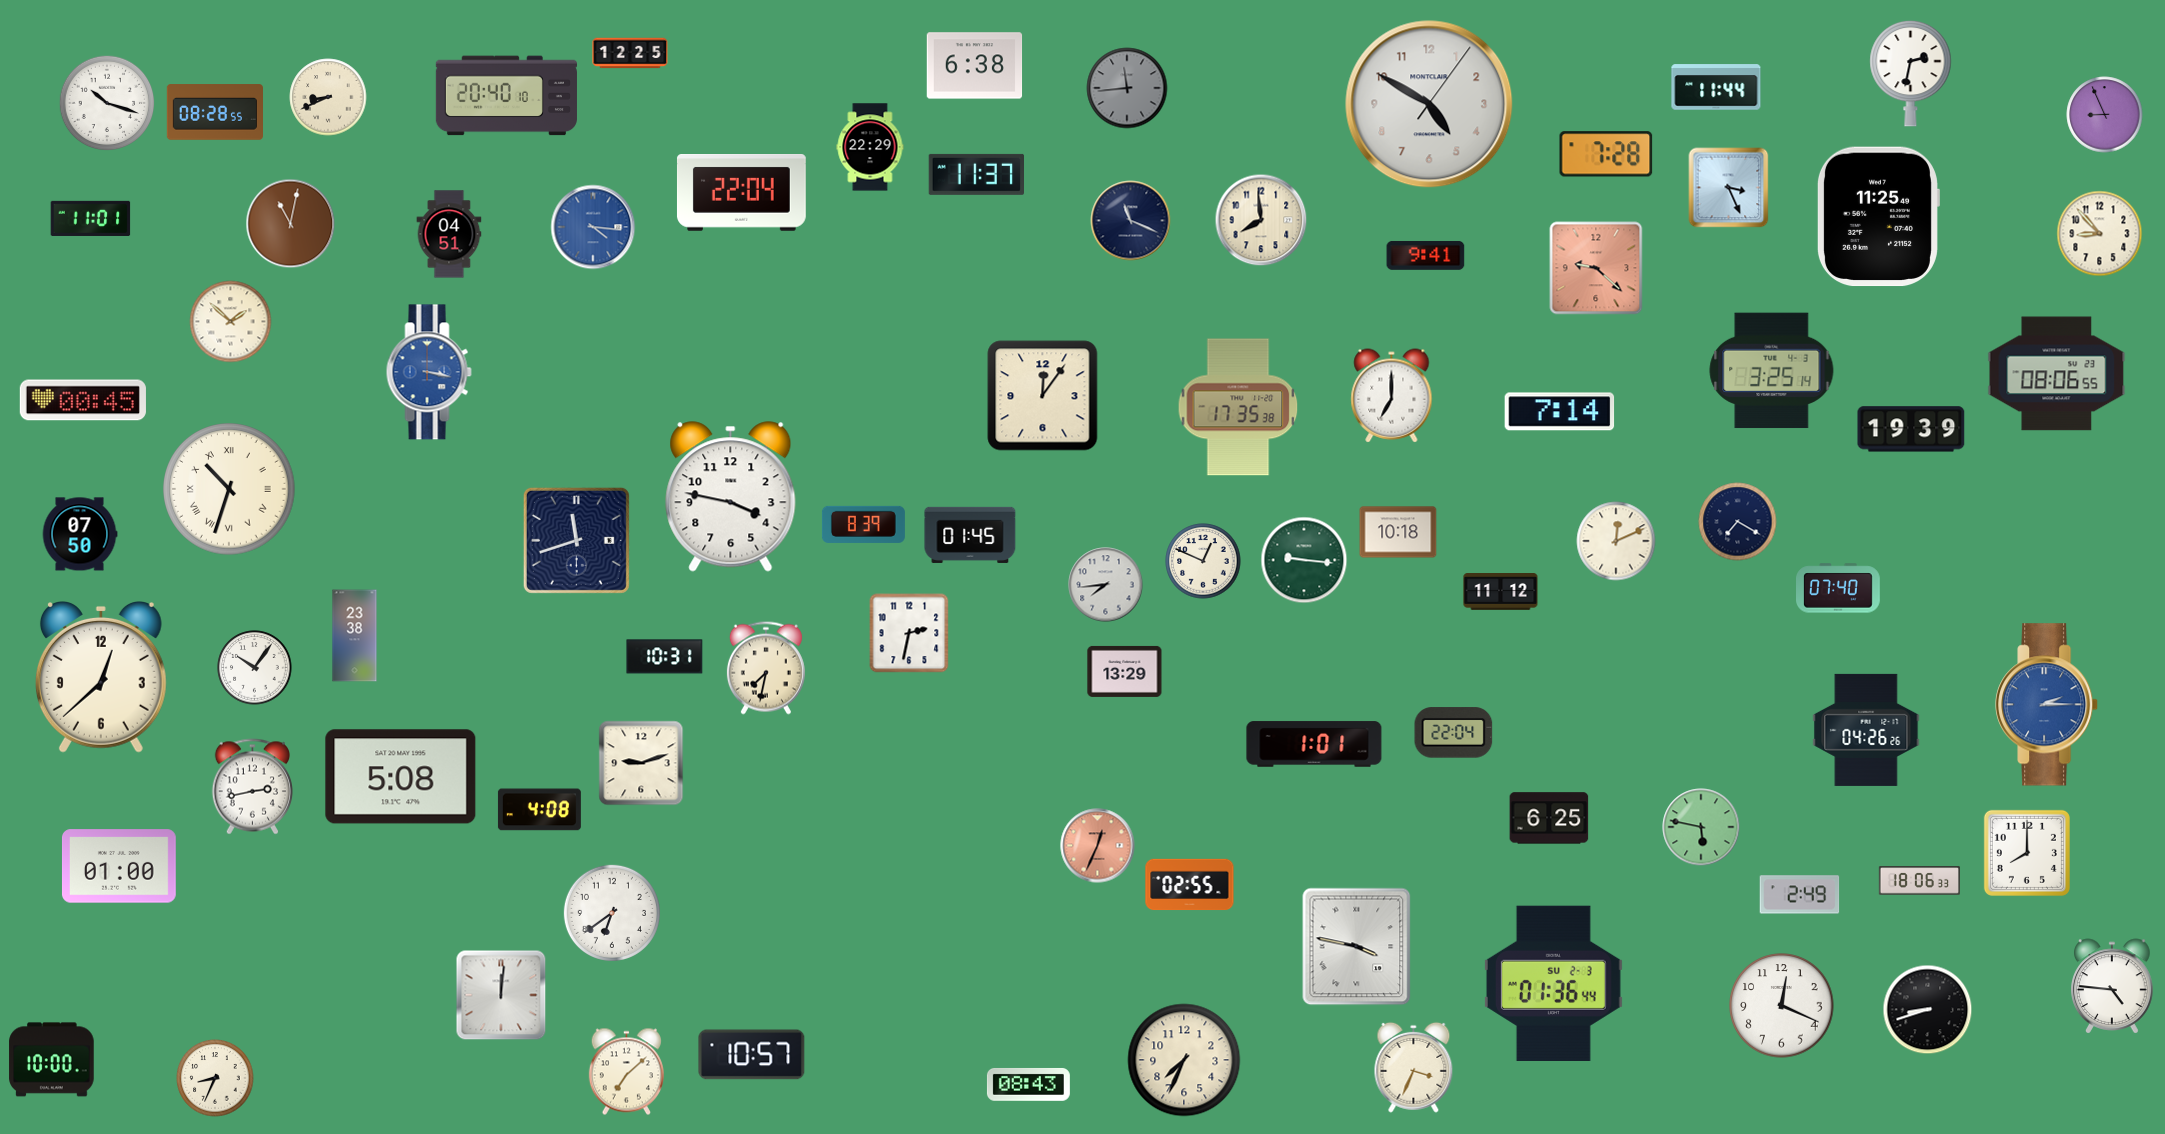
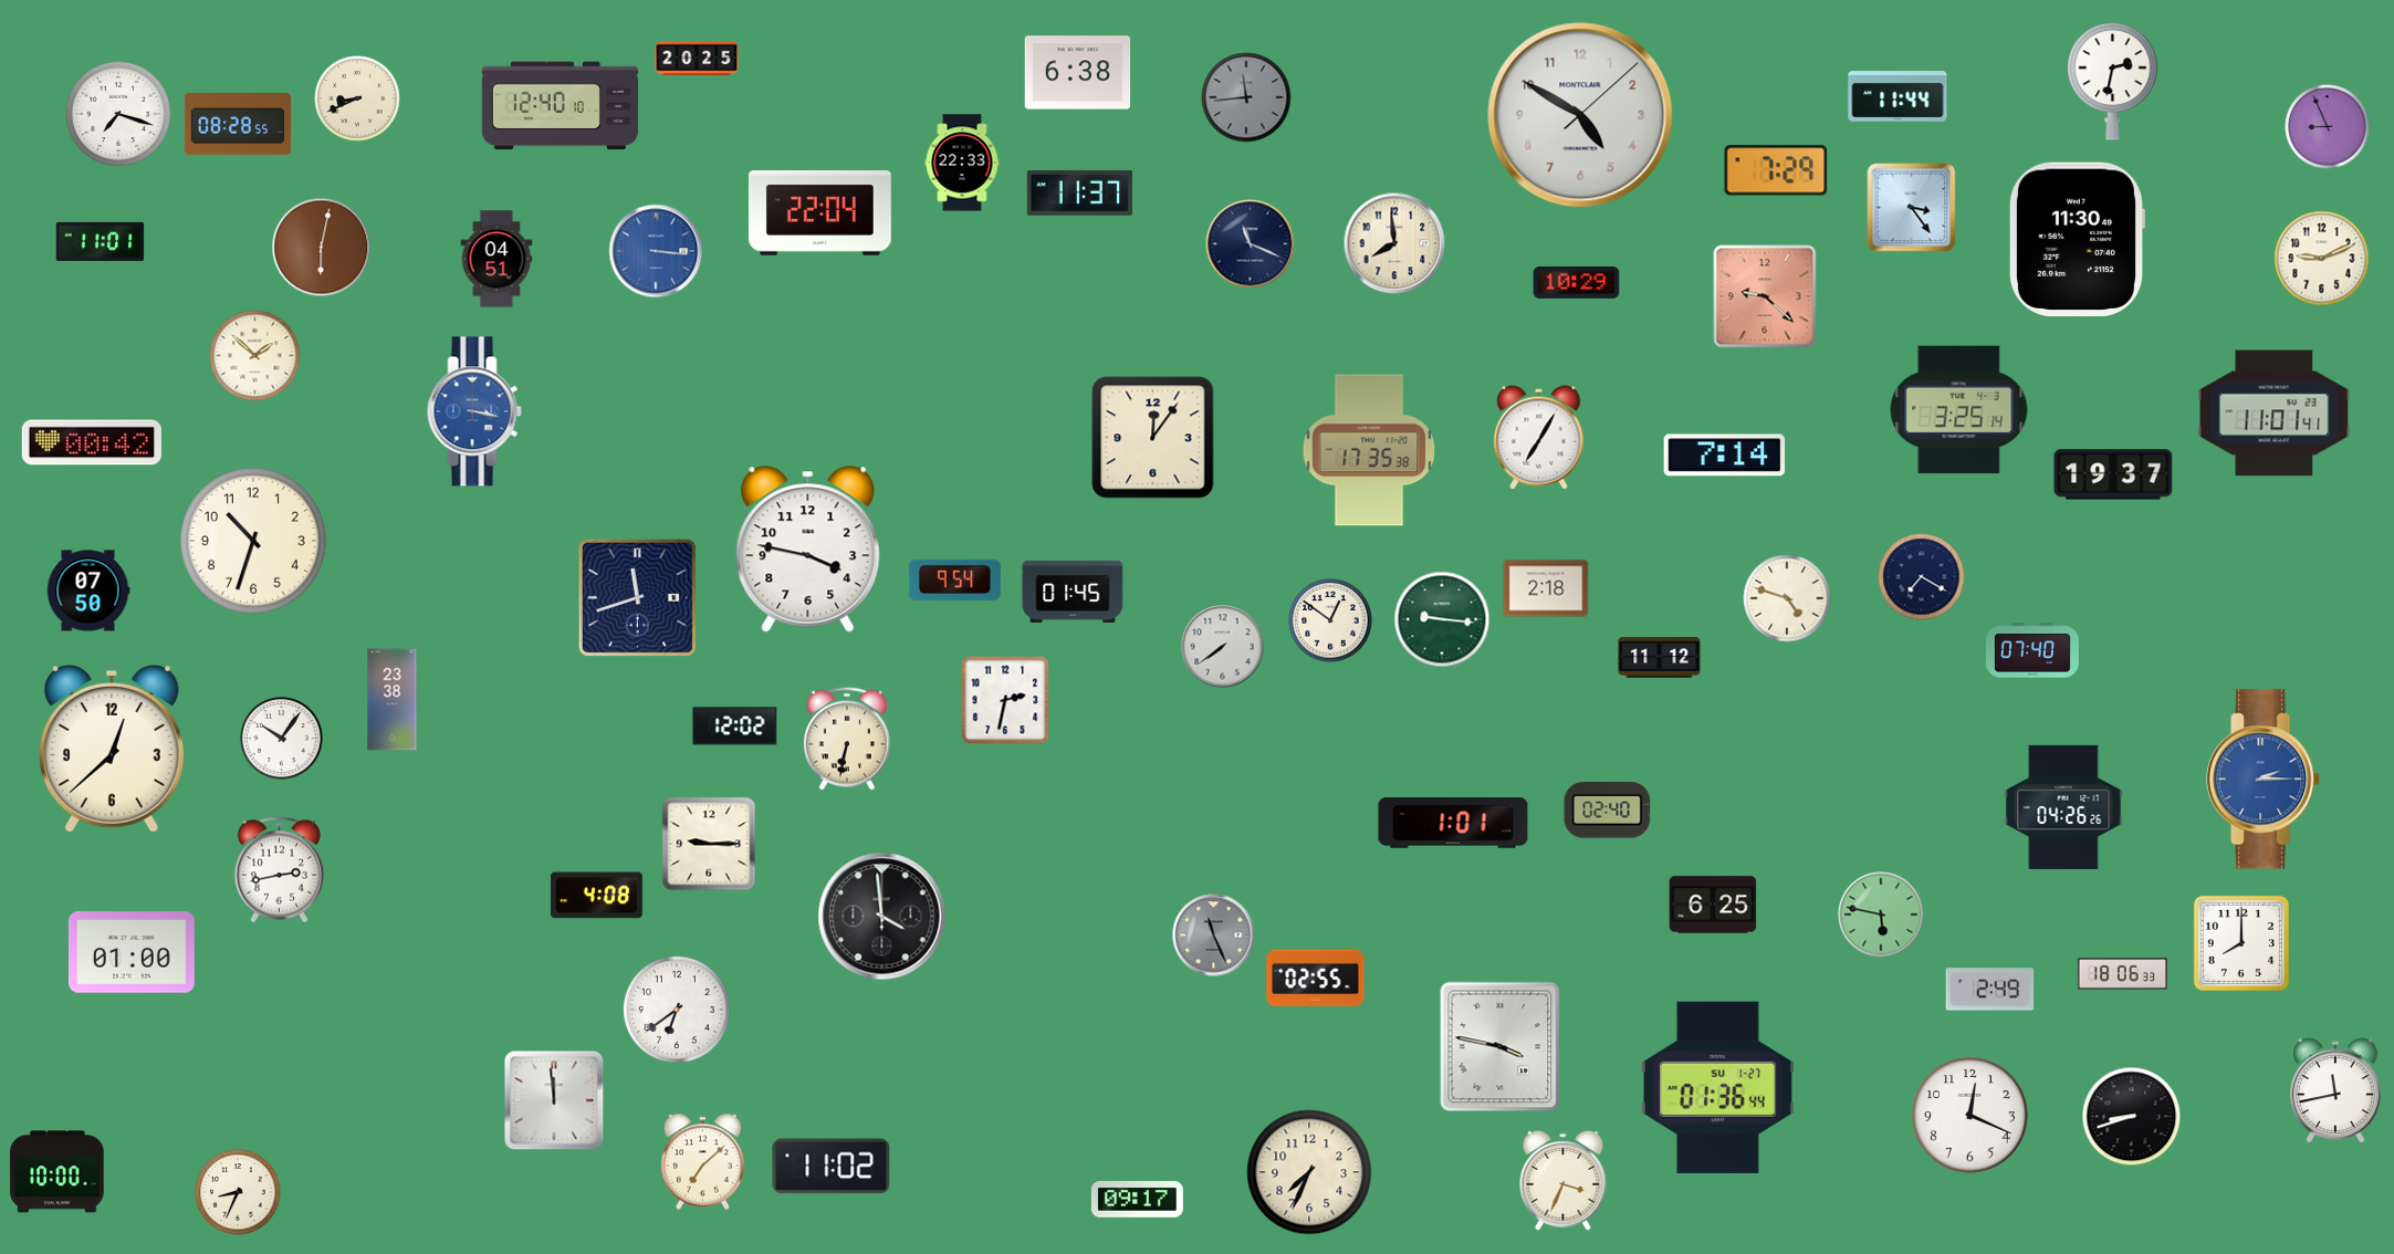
clock at (630, 53): 12:25 -> 20:25
clock at (506, 96): 20:40 -> 12:40
clock at (328, 97) position: (328, 97) -> (357, 98)
clock at (107, 103): 10:18 -> 7:18
clock at (1429, 104): 4:50:06 -> 4:50:08
clock at (870, 147): 22:29 -> 22:33
clock at (1606, 154): 7:28 -> 7:29
clock at (1729, 188): 3:26 -> 3:24
clock at (1878, 217): 11:25 -> 11:30
clock at (291, 224): 11:02 -> 6:02
clock at (593, 227): 4:16 -> 3:16
clock at (2100, 234): 8:53 -> 9:11
clock at (1426, 255): 9:41 -> 10:29
clock at (2057, 374): 08:06 -> 11:01
clock at (1392, 396): 7:00 -> 7:05
clock at (83, 400): 00:45 -> 00:42
clock at (1911, 429): 19:39 -> 19:37
clock at (229, 489) numerals: Roman -> Arabic
clock at (863, 524): 8:39 -> 9:54
clock at (1398, 532): 10:18 -> 2:18
clock at (1616, 541): 12:11 -> 4:48
clock at (1203, 561): 12:49 -> 12:51
clock at (1106, 585): 7:44 -> 7:39
clock at (1501, 592) position: (1501, 592) -> (1660, 658)
clock at (355, 636) position: (355, 636) -> (393, 700)
clock at (665, 657): 10:31 -> 12:02
clock at (766, 668): 7:32 -> 6:32
clock at (1125, 671): 13:29 -> none
clock at (1454, 733): 22:04 -> 02:40
clock at (641, 763): 9:12 -> 9:15
clock at (401, 777): 5:08 -> none
clock at (882, 917): none -> 3:59
clock at (1098, 846): 12:34 -> 11:26
clock at (1098, 846) dial: salmon -> grey
clock at (119, 866) position: (119, 866) -> (132, 952)
clock at (1553, 983) date: SU 2-3 -> SU 1-27
clock at (2113, 986): 4:46 -> 11:43
clock at (501, 995): 12:01 -> 11:59
clock at (1782, 1006) position: (1782, 1006) -> (1970, 1116)
clock at (752, 1055): 10:57 -> 11:02
clock at (626, 1072) position: (626, 1072) -> (702, 1162)
clock at (1028, 1084): 08:43 -> 09:17
